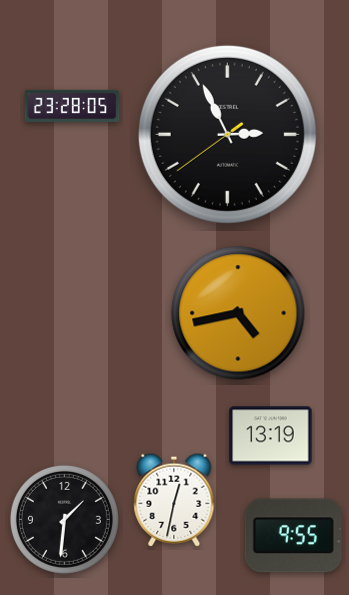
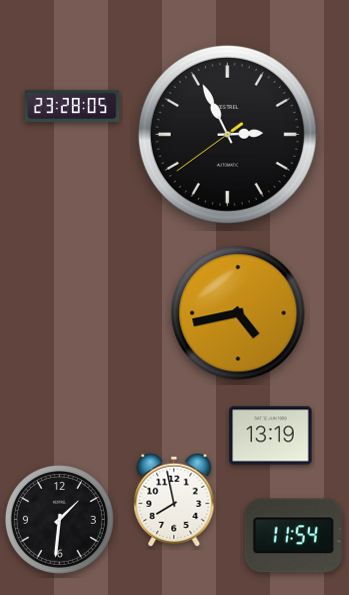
clock at (174, 500): 12:32 -> 7:58
clock at (64, 519) position: (64, 519) -> (59, 519)
clock at (293, 536): 9:55 -> 11:54
